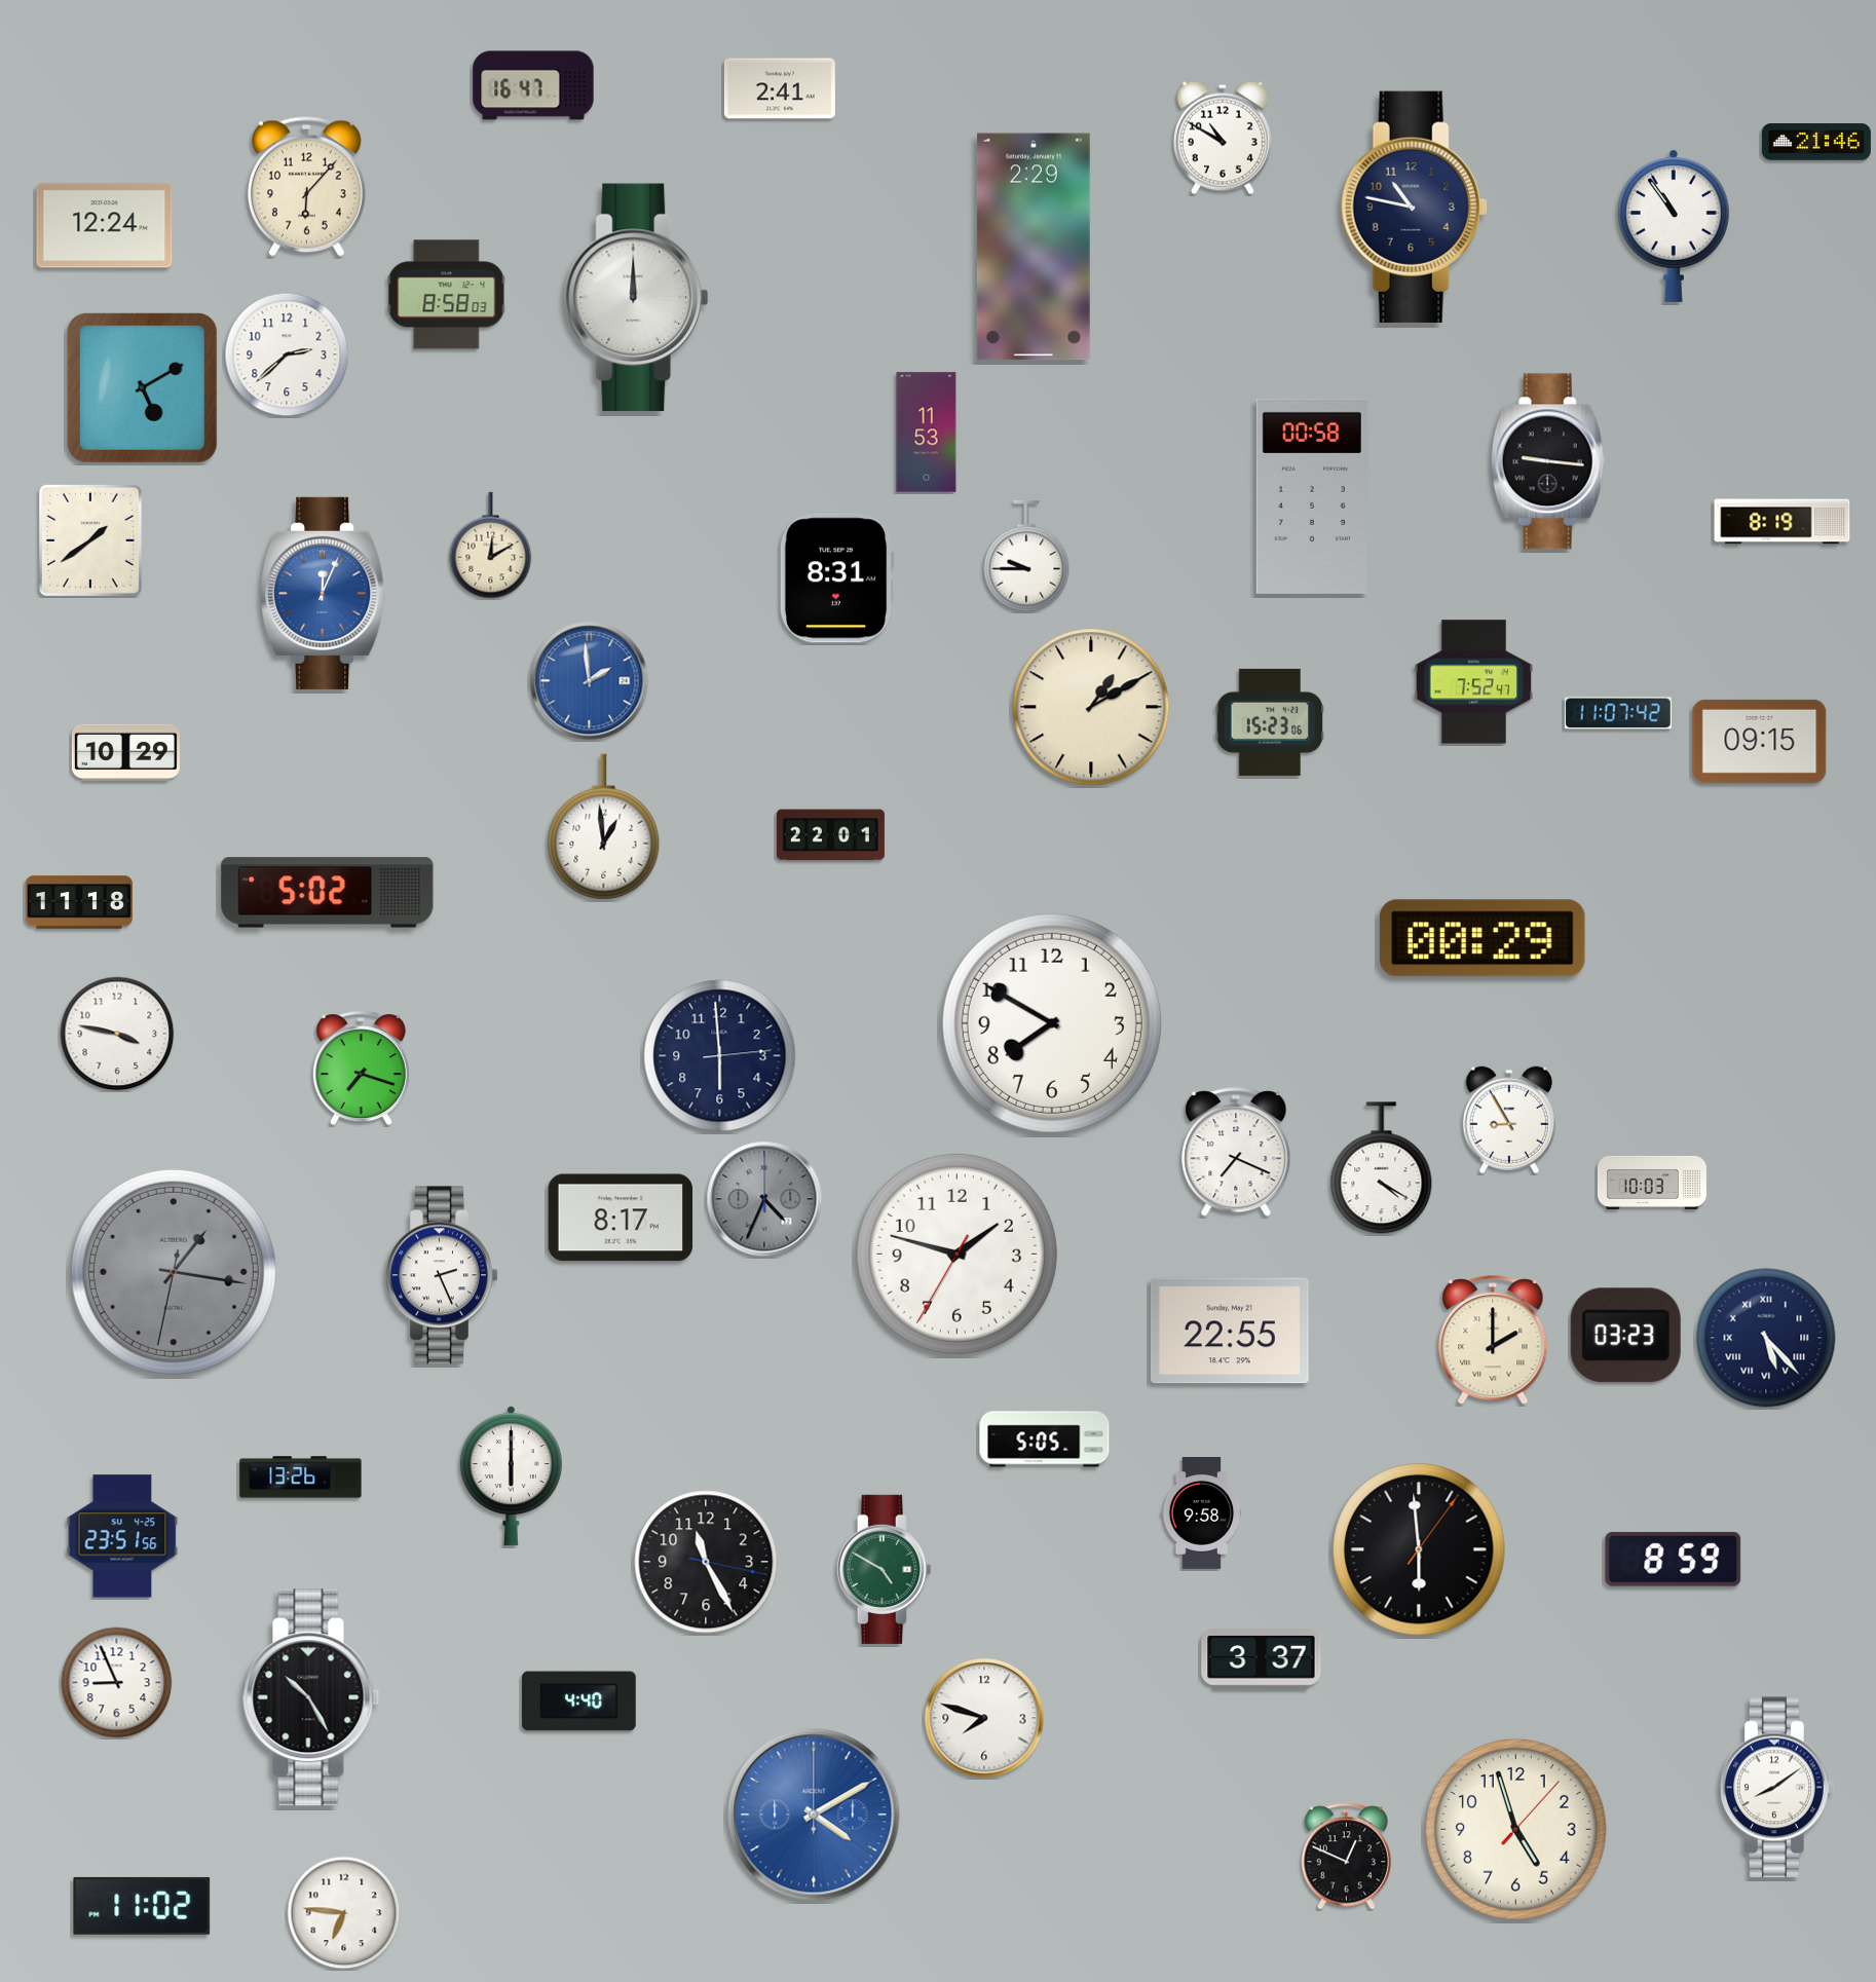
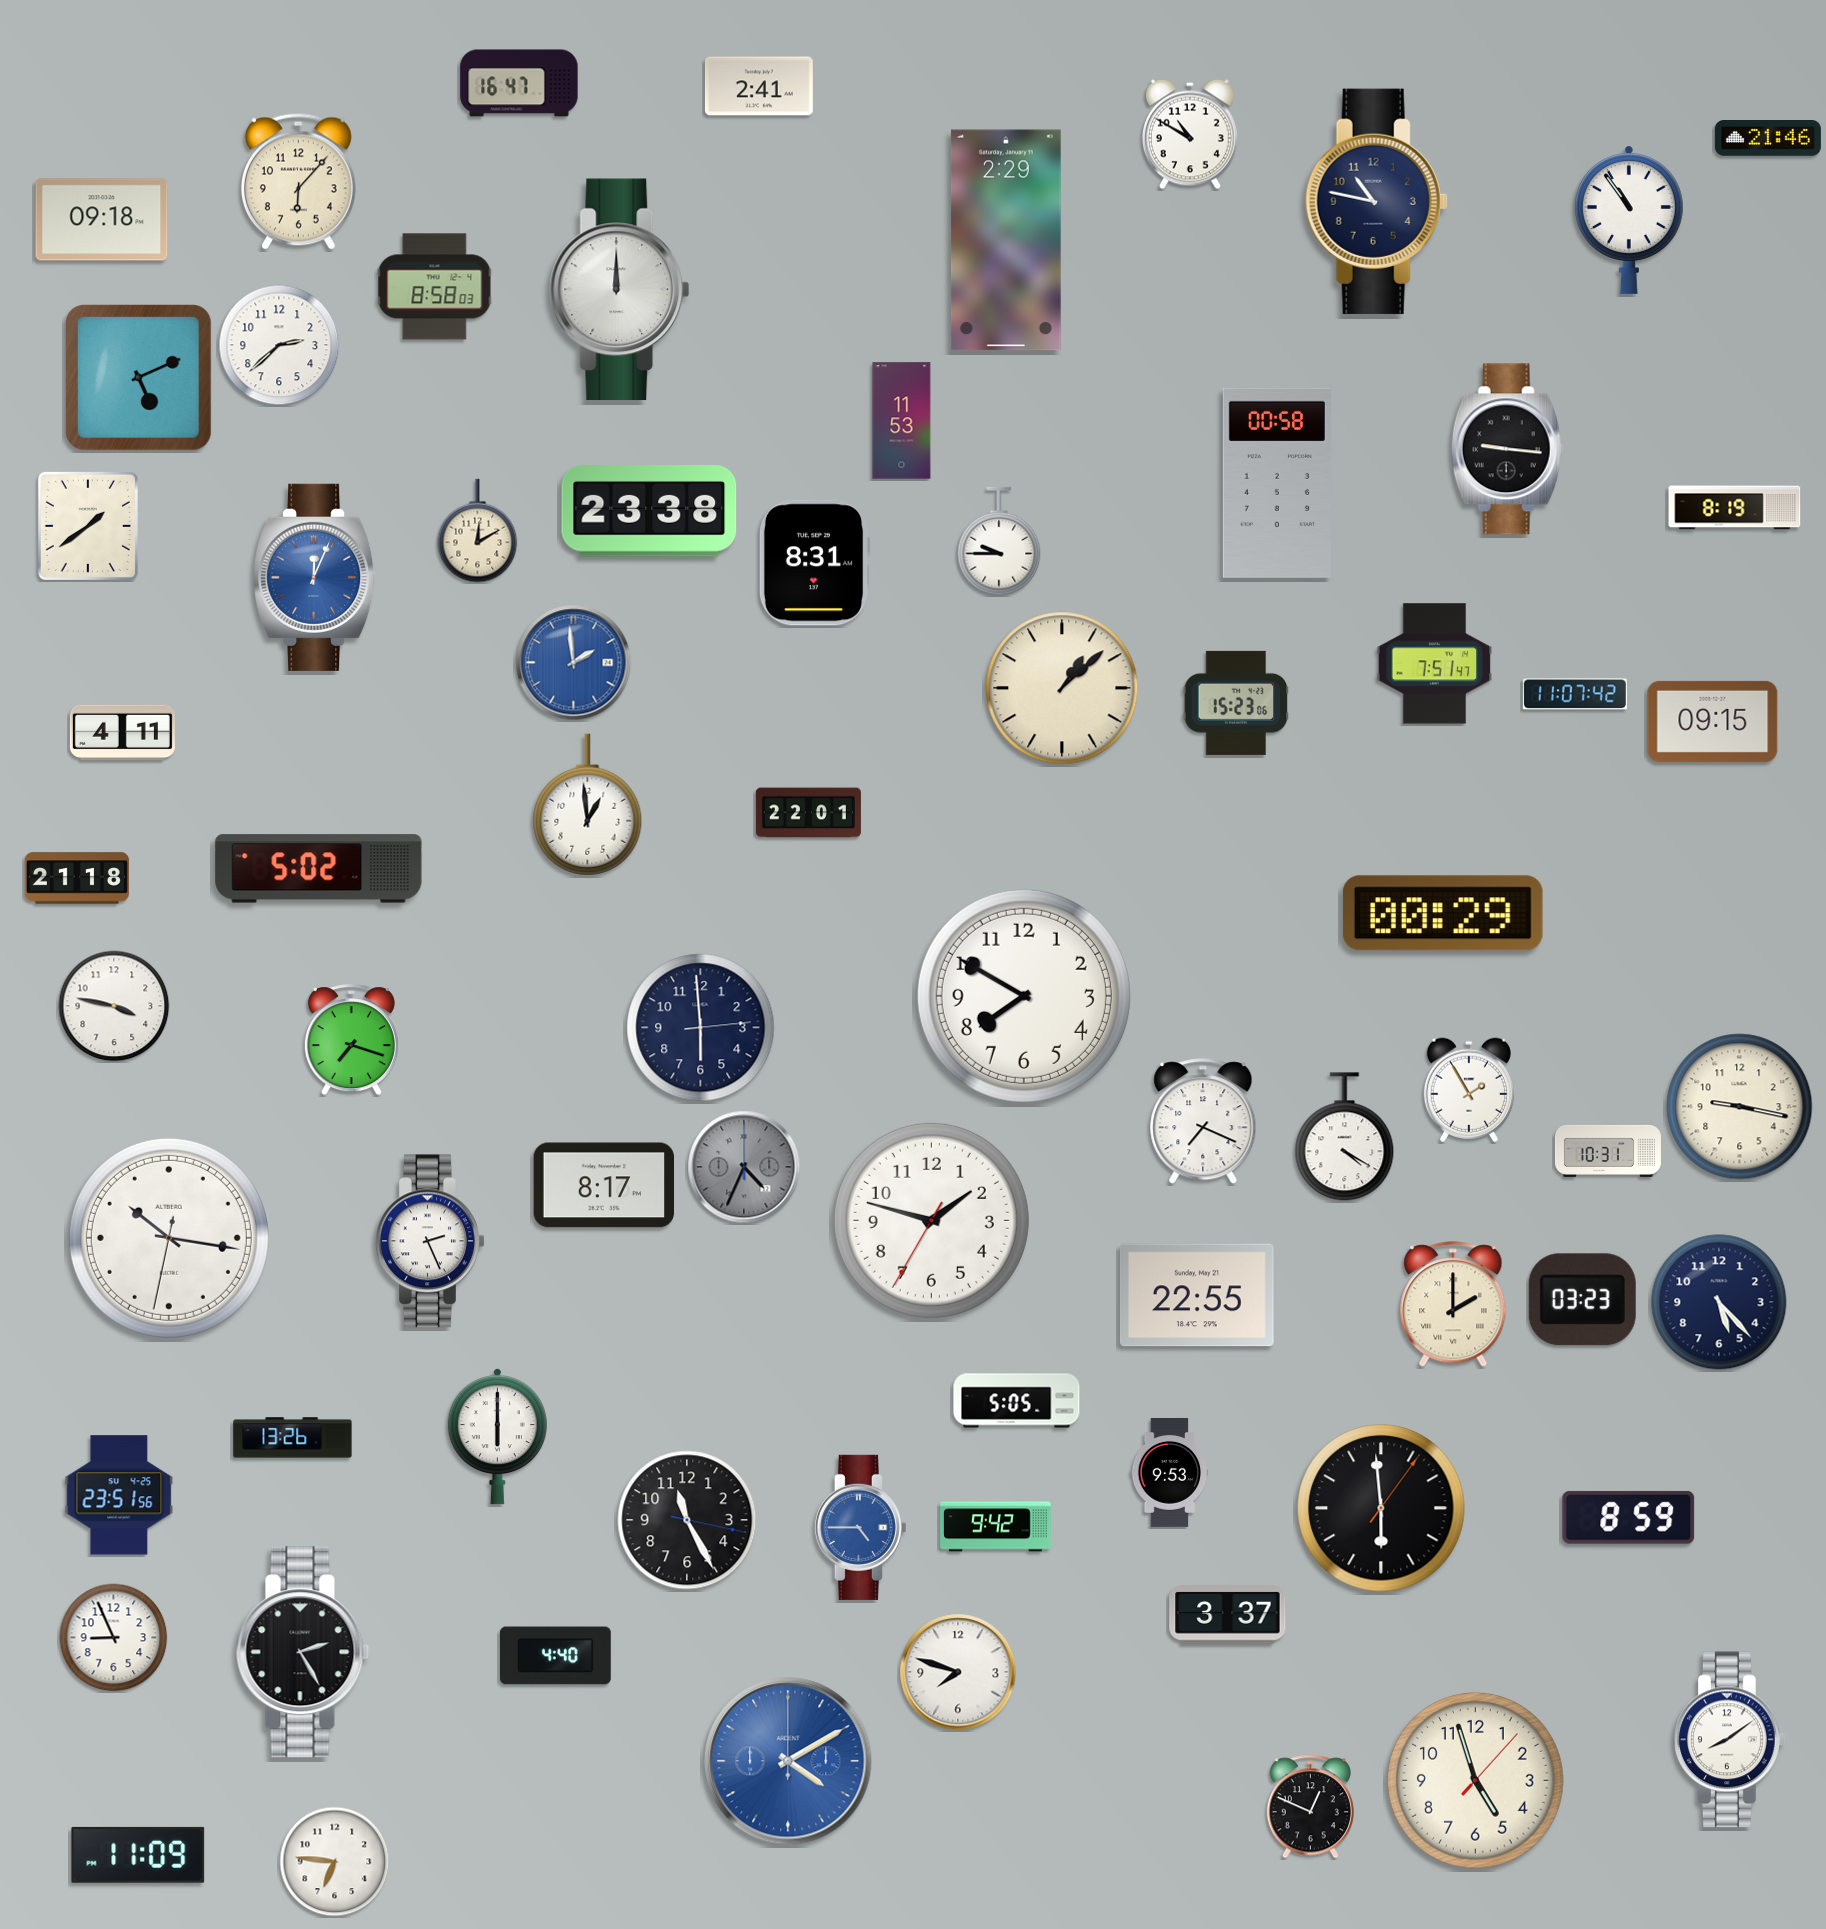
clock at (105, 226): 12:24 -> 09:18
clock at (143, 388): 5:10 -> 5:11
clock at (649, 512): none -> 23:38
clock at (1474, 682): 7:52 -> 7:51
clock at (1091, 707): 1:10 -> 1:08
clock at (125, 752): 10:29 -> 4:11
clock at (79, 902): 11:18 -> 21:18
clock at (1509, 1120): 8:55 -> 1:55
clock at (1740, 1107): none -> 9:17
clock at (1652, 1183): 10:03 -> 10:31
clock at (174, 1272): 1:16 -> 10:16
clock at (174, 1272) dial: grey -> white
clock at (1766, 1338) numerals: Roman -> Arabic
clock at (1202, 1513): 9:58 -> 9:53
clock at (884, 1569): 4:50 -> 4:45
clock at (884, 1569) dial: green -> blue
clock at (996, 1527): none -> 9:42
clock at (311, 1697): 10:25 -> 2:25
clock at (579, 1701) position: (579, 1701) -> (556, 1656)
clock at (814, 1815) position: (814, 1815) -> (788, 1761)
clock at (142, 1906): 11:02 -> 11:09
